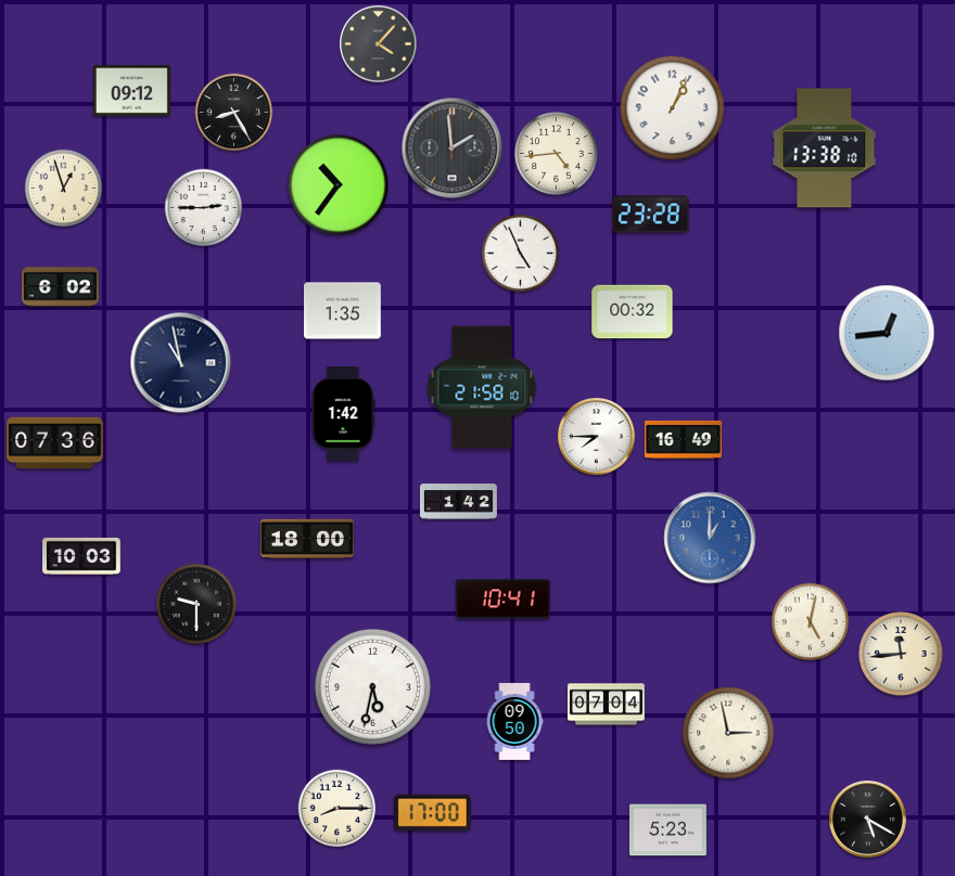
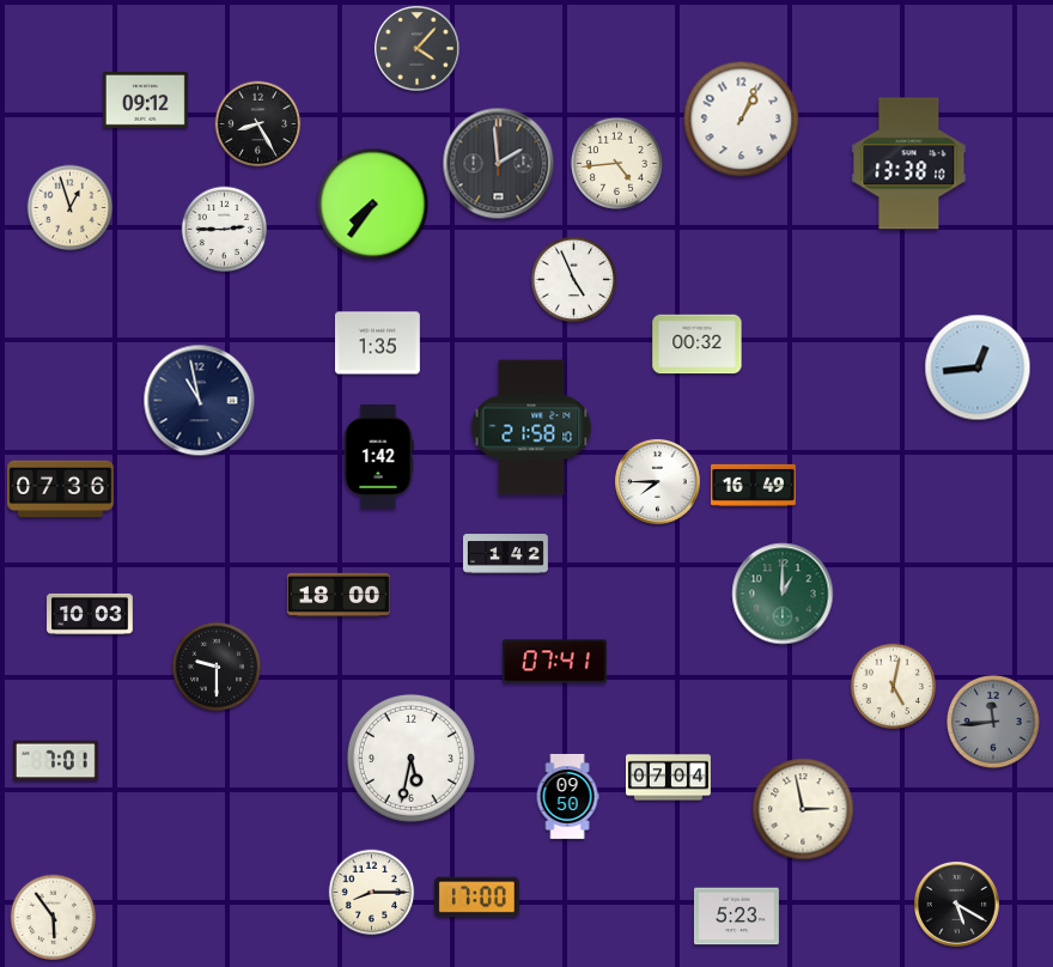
clock at (556, 153) position: (556, 153) -> (616, 163)
clock at (339, 185): 10:36 -> 7:36
clock at (650, 215): 23:28 -> none
clock at (60, 287): 6:02 -> none
clock at (710, 538) dial: blue -> green
clock at (502, 600): 10:41 -> 07:41
clock at (901, 654) dial: cream -> grey
clock at (55, 761): none -> 7:01
clock at (54, 918): none -> 5:54
